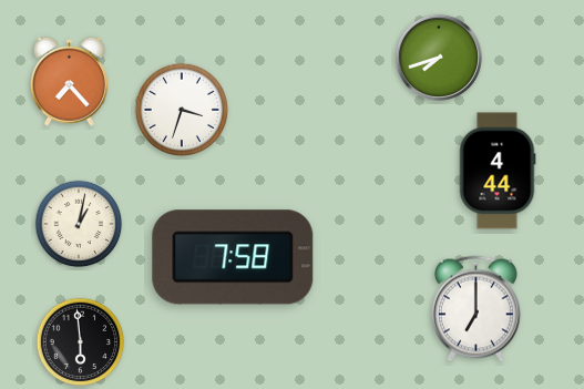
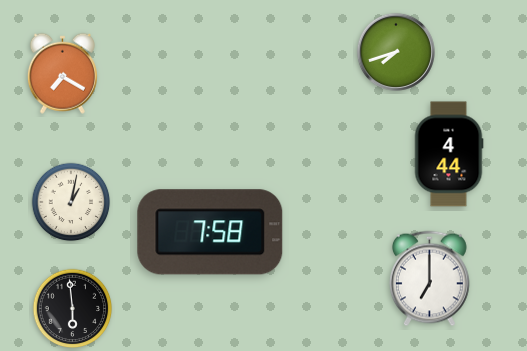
clock at (69, 81): 7:23 -> 7:20
clock at (182, 110): 3:33 -> none
